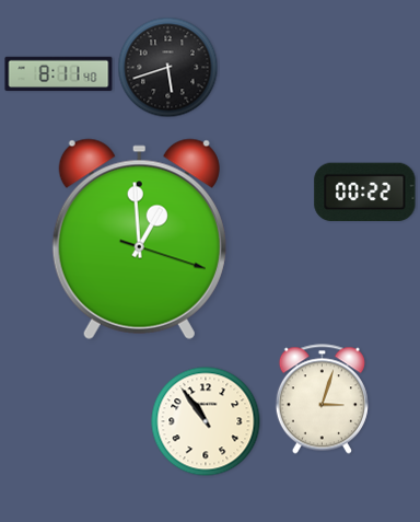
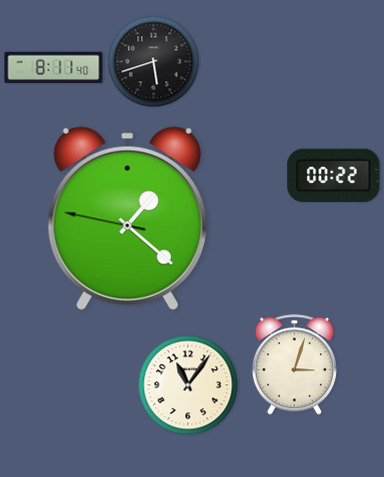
clock at (139, 239): 12:59 -> 1:21
clock at (206, 421): 10:54 -> 11:06
